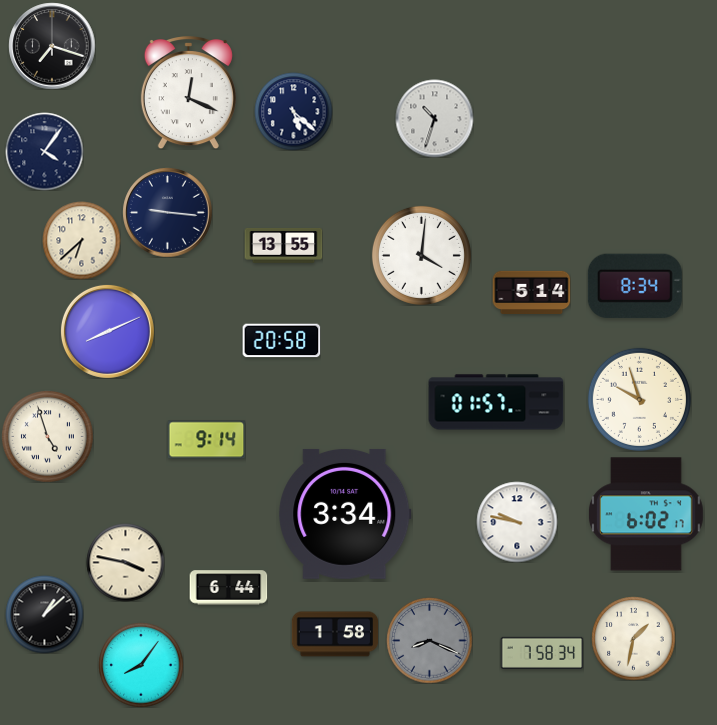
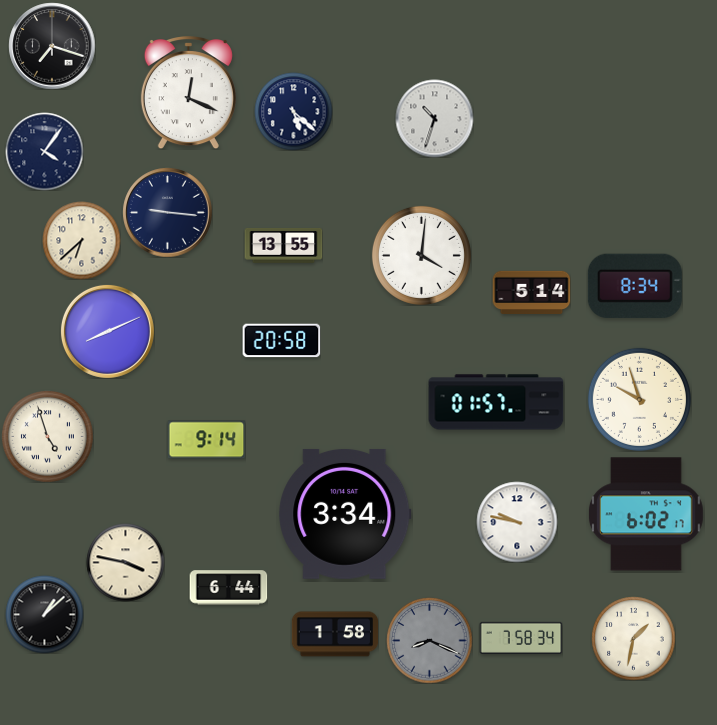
clock at (542, 653) position: (542, 653) -> (521, 638)
clock at (141, 665): 8:06 -> none
